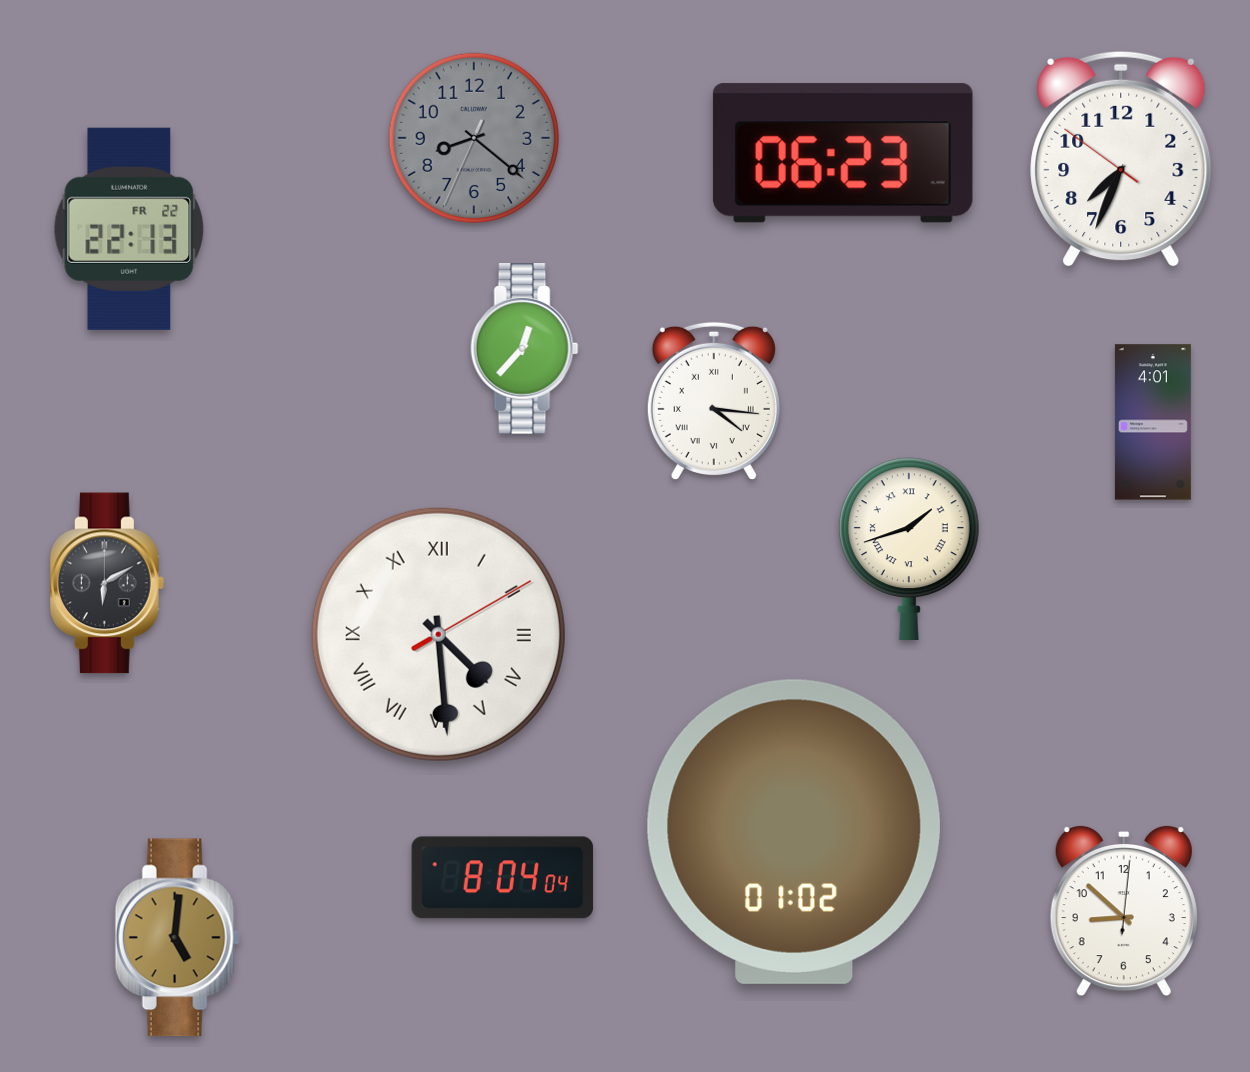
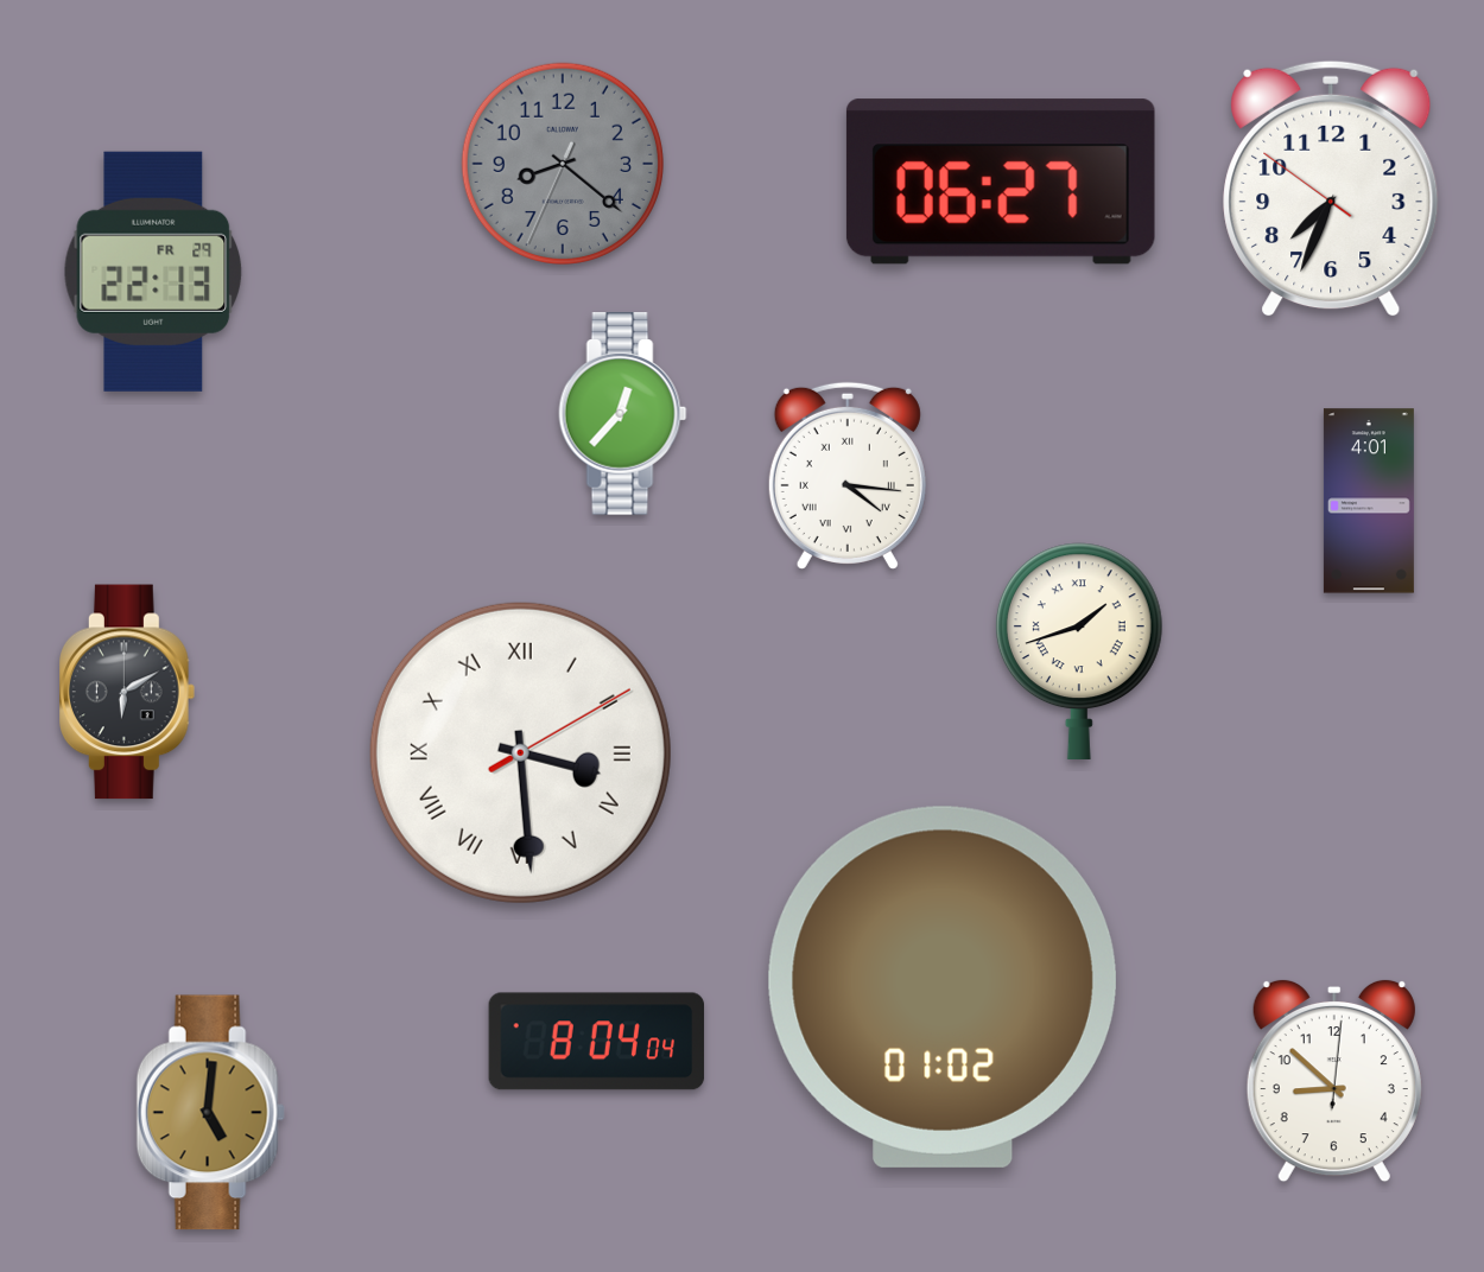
clock at (843, 153): 06:23 -> 06:27
clock at (129, 229) date: FR 22 -> FR 29
clock at (438, 634): 4:29 -> 3:29
